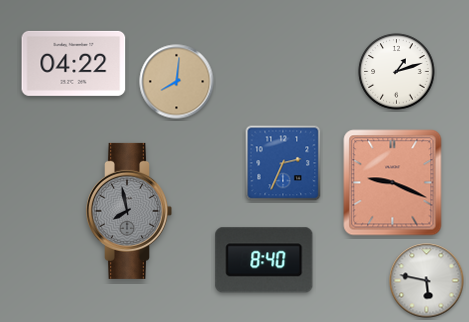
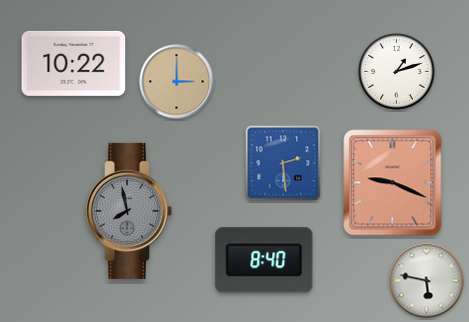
clock at (74, 63): 04:22 -> 10:22
clock at (177, 82): 8:01 -> 3:00
clock at (283, 163): 2:34 -> 2:29
